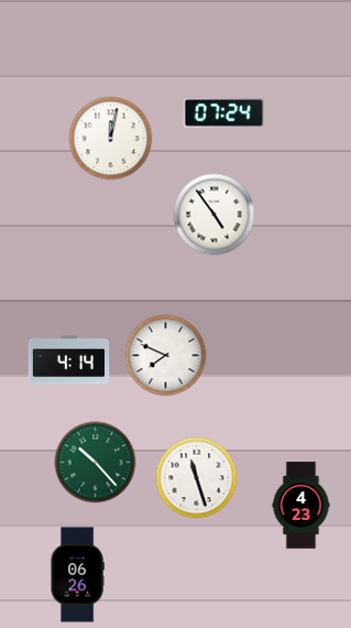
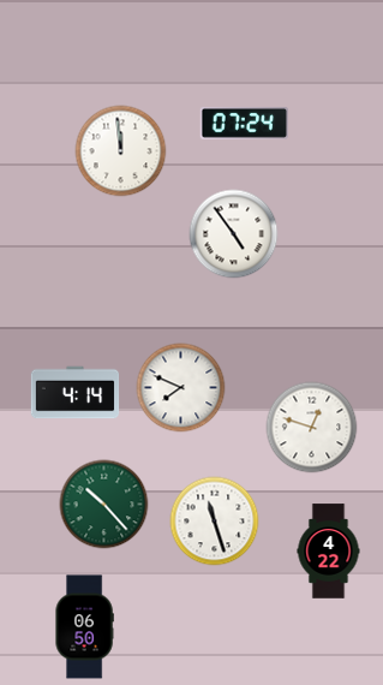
clock at (111, 139): 12:02 -> 11:59
clock at (312, 428): none -> 12:48
clock at (301, 506): 4:23 -> 4:22
clock at (77, 575): 06:26 -> 06:50
